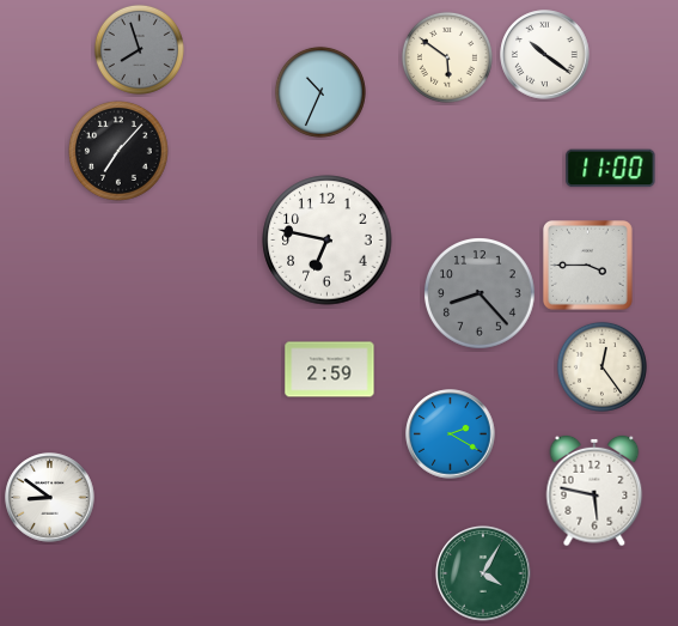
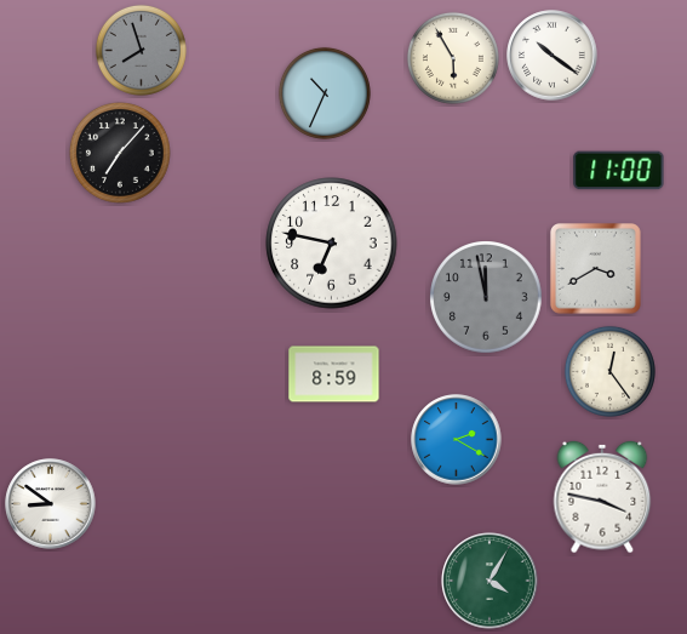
clock at (447, 57): 5:51 -> 5:55
clock at (588, 266): 3:45 -> 3:40
clock at (480, 293): 8:23 -> 11:58
clock at (330, 370): 2:59 -> 8:59
clock at (594, 491): 5:47 -> 3:47
